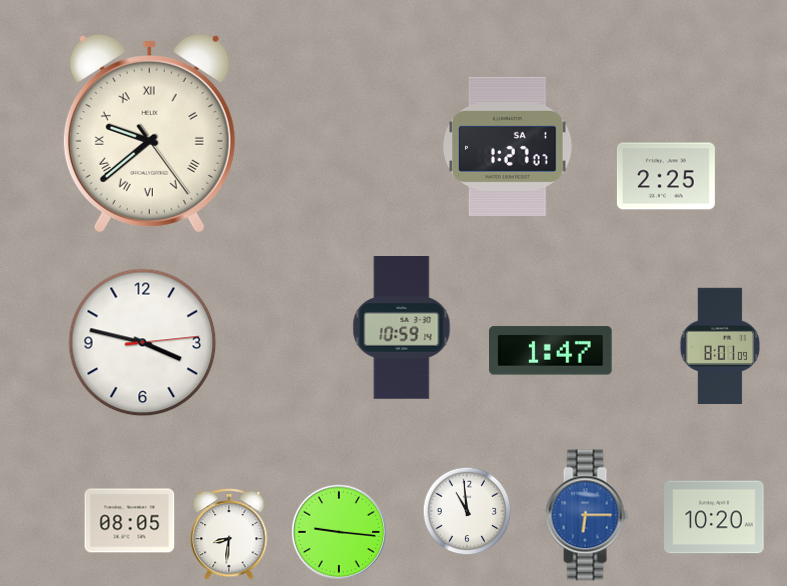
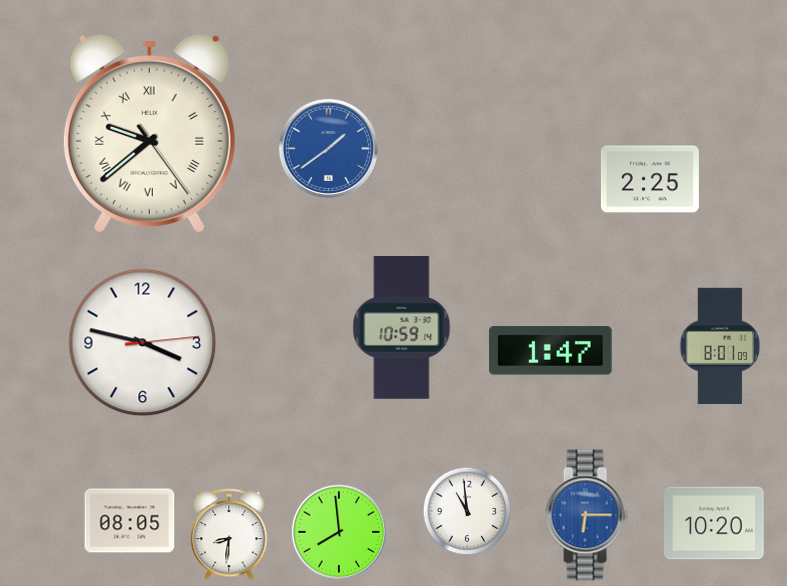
clock at (508, 146): 1:27 -> none
clock at (328, 148): none -> 1:39
clock at (666, 176) position: (666, 176) -> (650, 179)
clock at (715, 517) position: (715, 517) -> (715, 523)
clock at (338, 531): 9:16 -> 7:59
